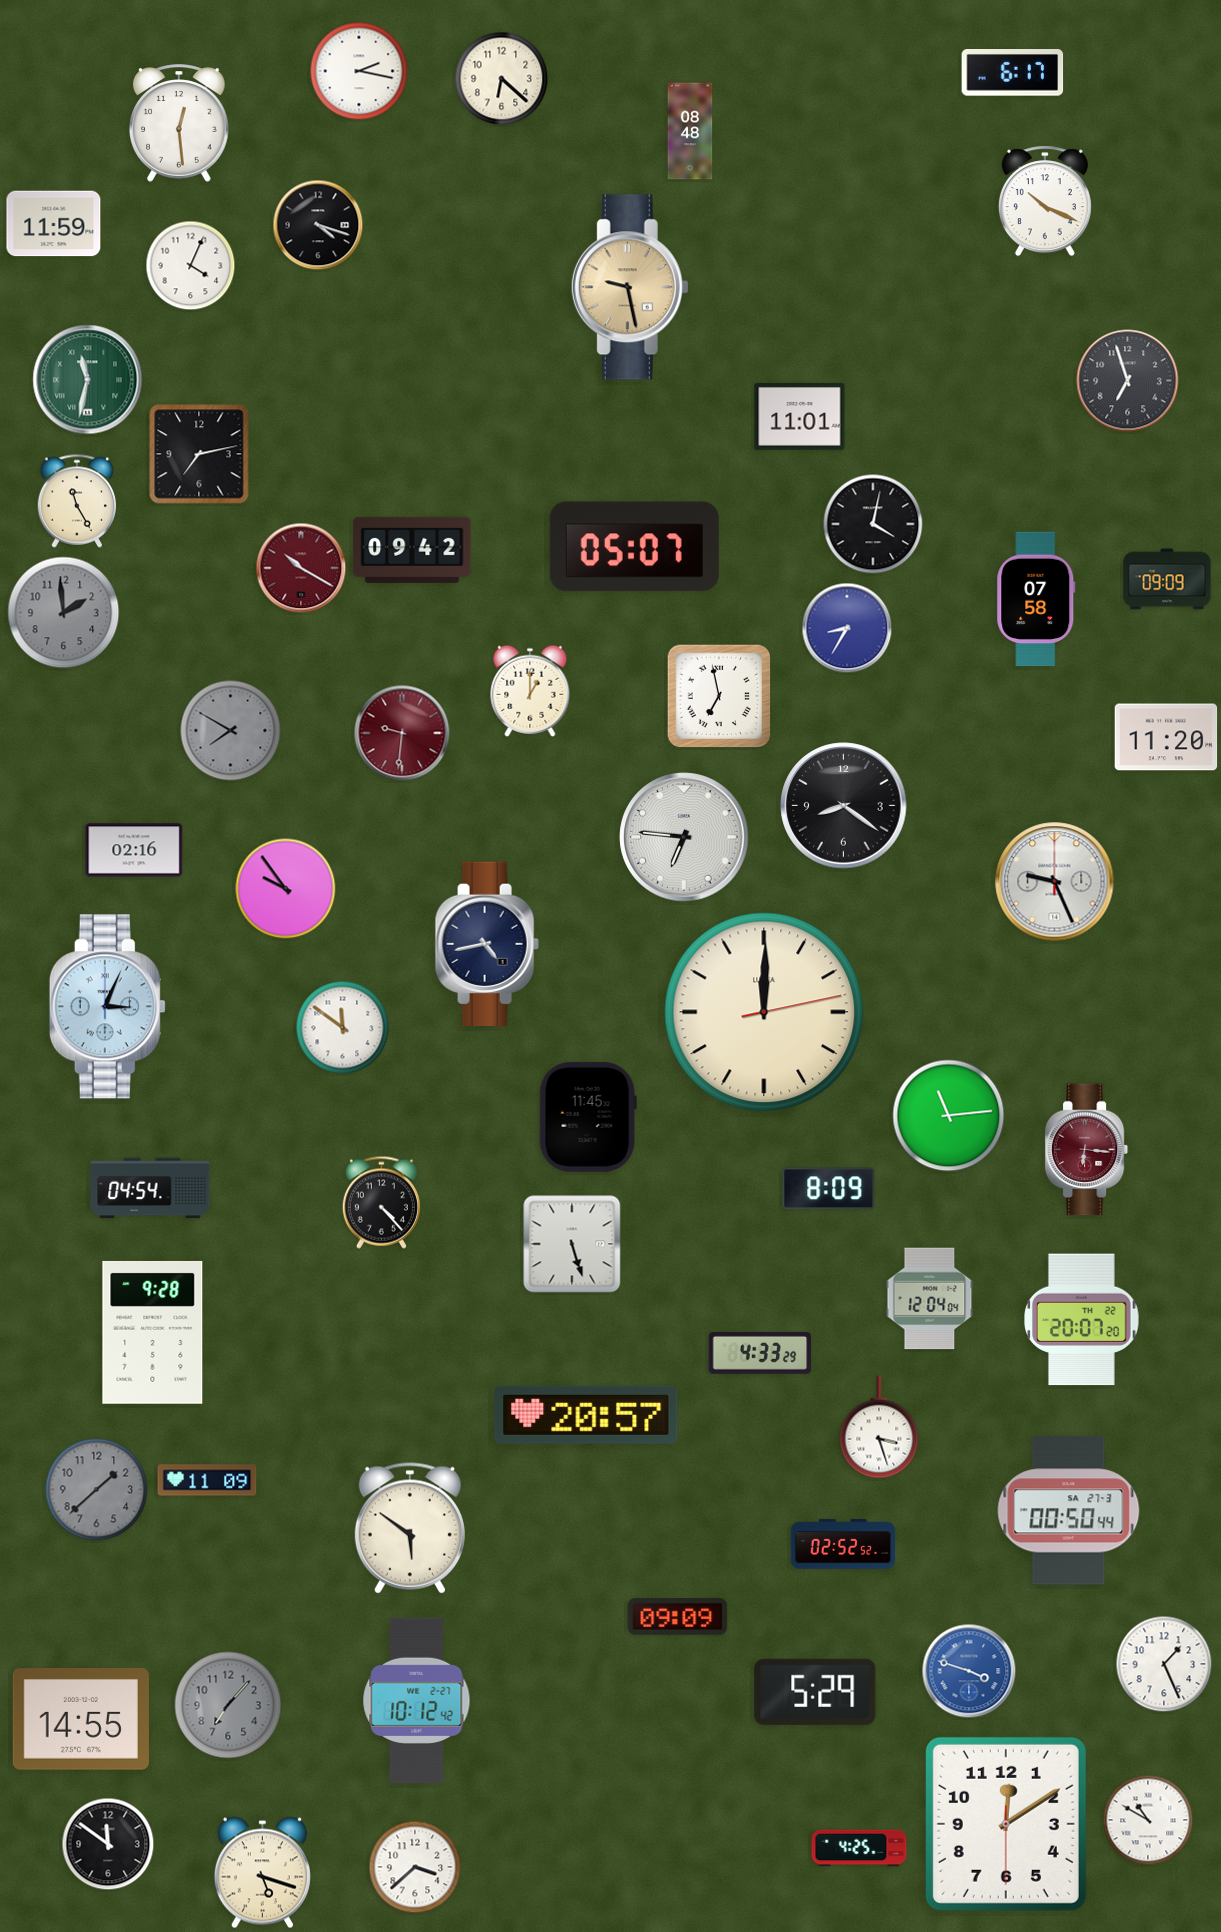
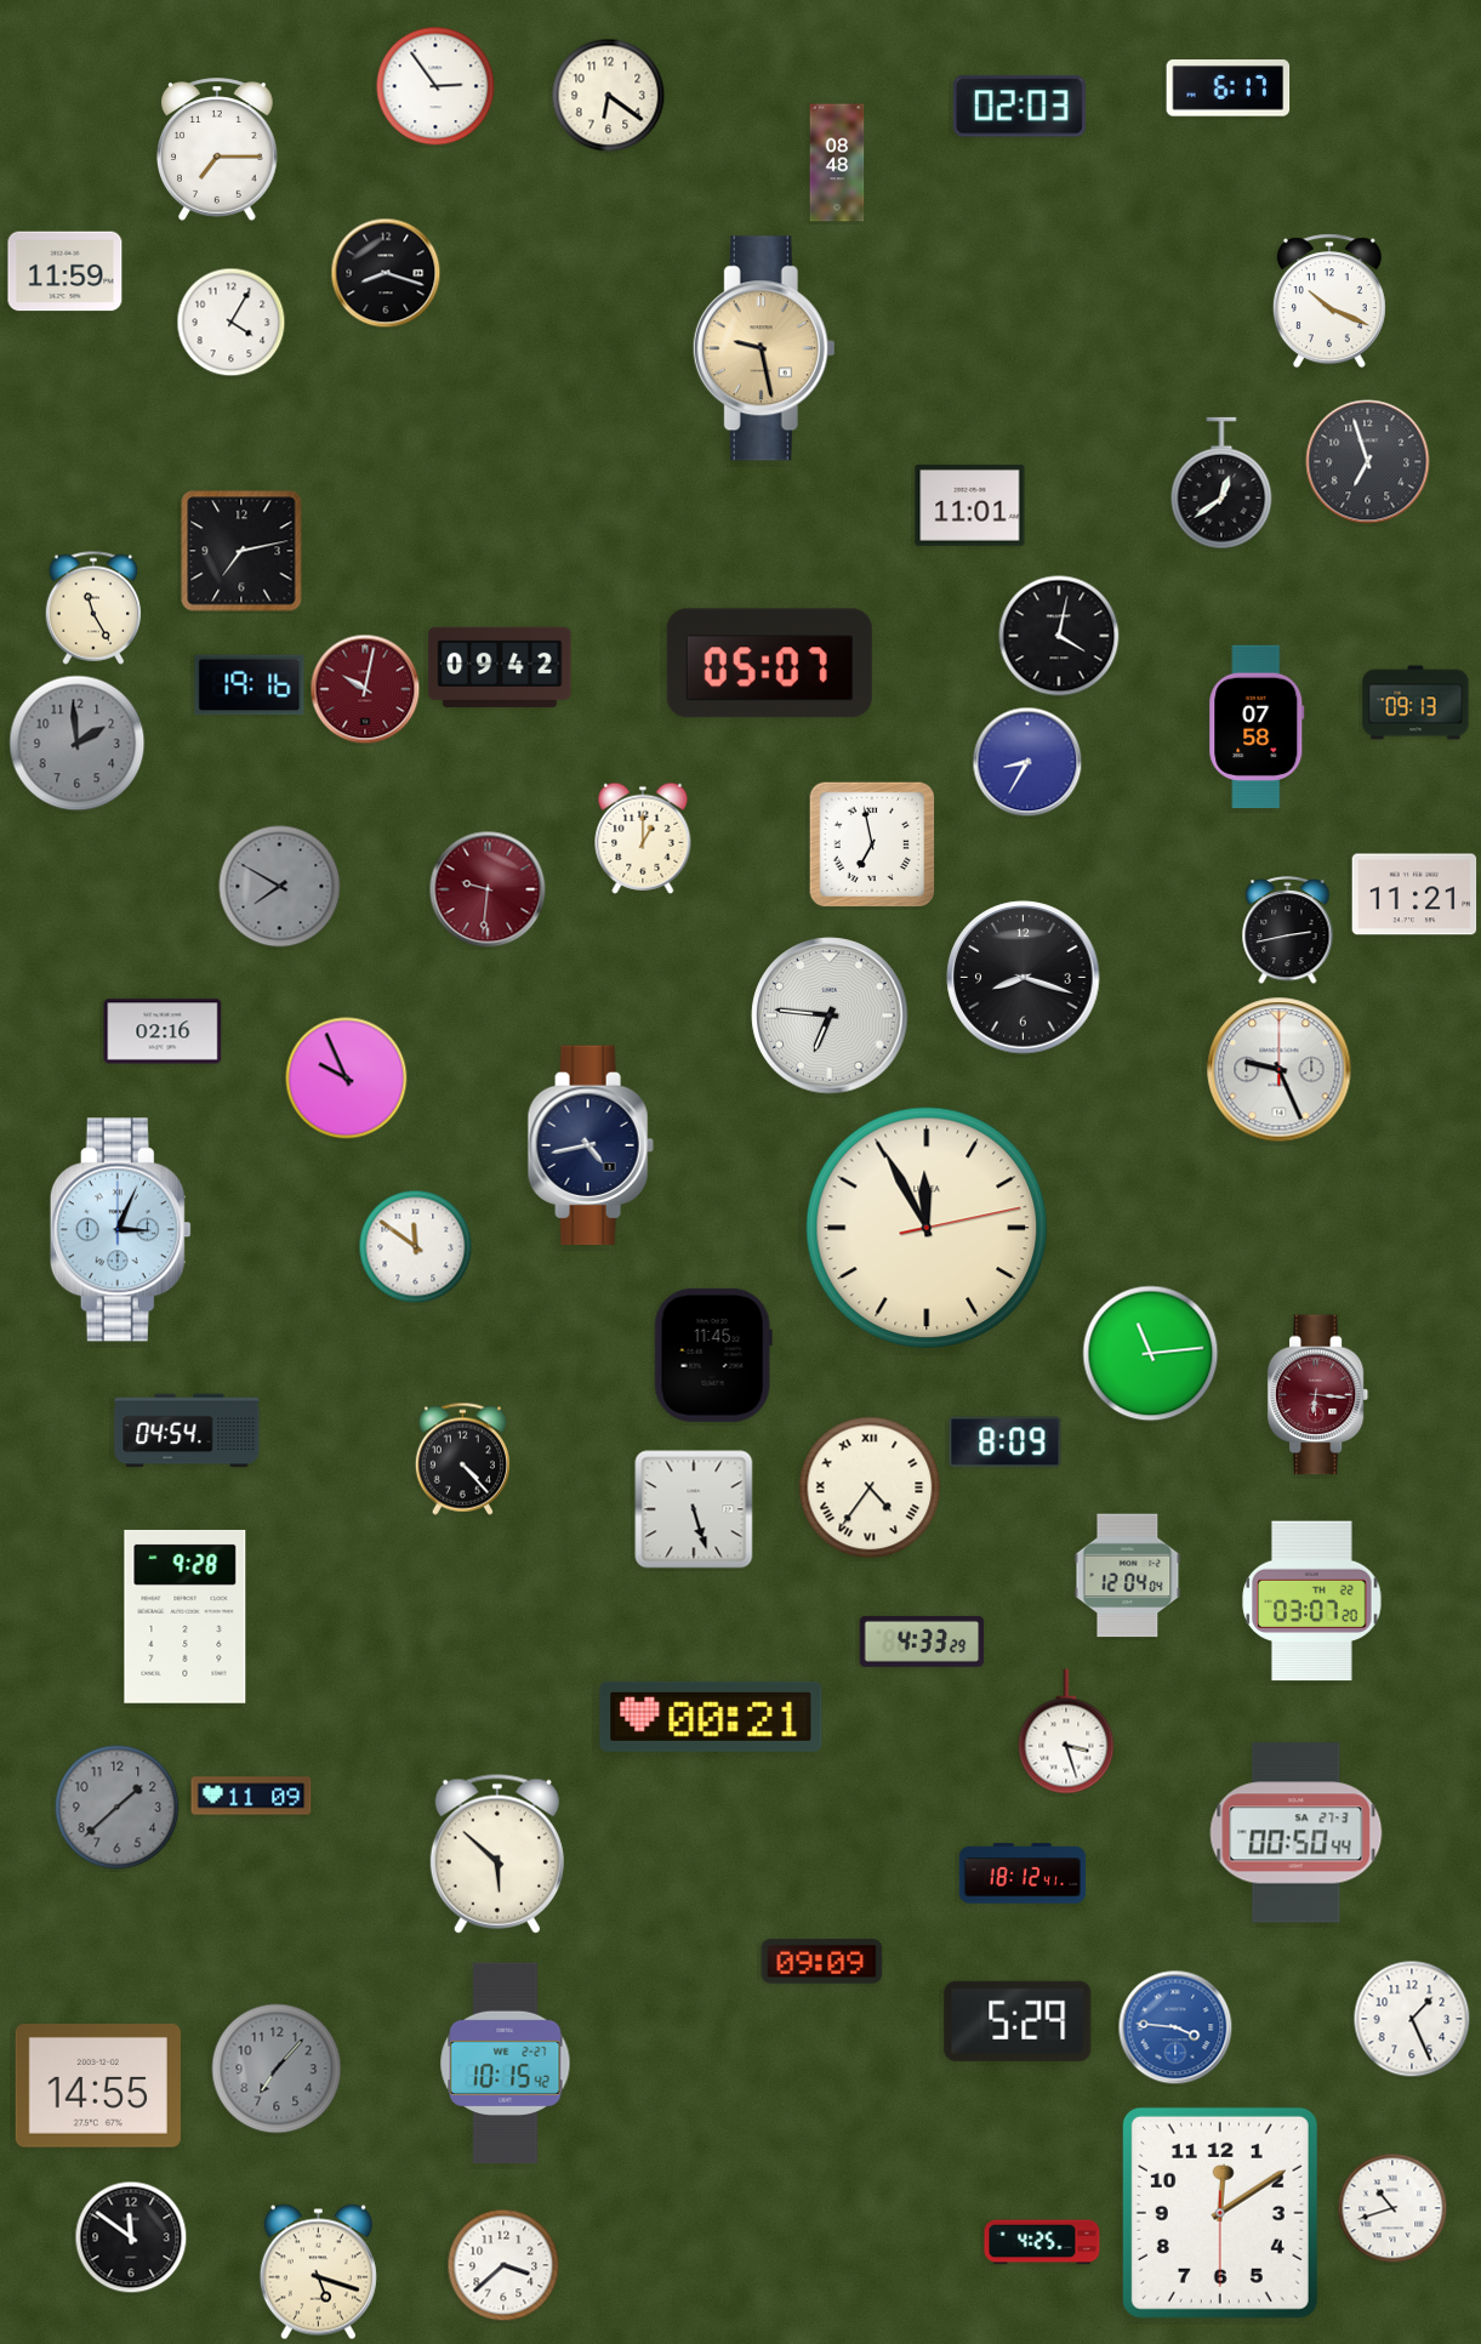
clock at (359, 71): 2:17 -> 2:54
clock at (502, 79): 6:22 -> 6:21
clock at (1019, 107): none -> 02:03
clock at (180, 123): 12:29 -> 7:15
clock at (690, 131) position: (690, 131) -> (837, 163)
clock at (1045, 201) position: (1045, 201) -> (1329, 301)
clock at (318, 225): 4:18 -> 8:18
clock at (191, 266): 4:04 -> 4:05
clock at (88, 380): 11:32 -> none
clock at (1221, 483): none -> 12:39
clock at (250, 685): none -> 19:16
clock at (301, 568): 10:20 -> 10:02
clock at (1167, 579): 09:09 -> 09:13
clock at (1166, 737): 11:20 -> 11:21
clock at (1288, 931): none -> 2:43
clock at (844, 806): 8:21 -> 8:18
clock at (286, 889): 9:54 -> 9:56
clock at (107, 1007) position: (107, 1007) -> (120, 1230)
clock at (764, 1012): 12:00 -> 11:55
clock at (150, 1188) position: (150, 1188) -> (187, 1430)
clock at (870, 1487): none -> 4:36
clock at (1082, 1320): 20:07 -> 03:07
clock at (586, 1415): 20:57 -> 00:21
clock at (410, 1528): 5:51 -> 5:52
clock at (843, 1544): 02:52 -> 18:12
clock at (969, 1671): 3:48 -> 3:46
clock at (815, 1692) position: (815, 1692) -> (1018, 2021)
clock at (417, 1701): 10:12 -> 10:15
clock at (1148, 1820): 10:50 -> 10:42
